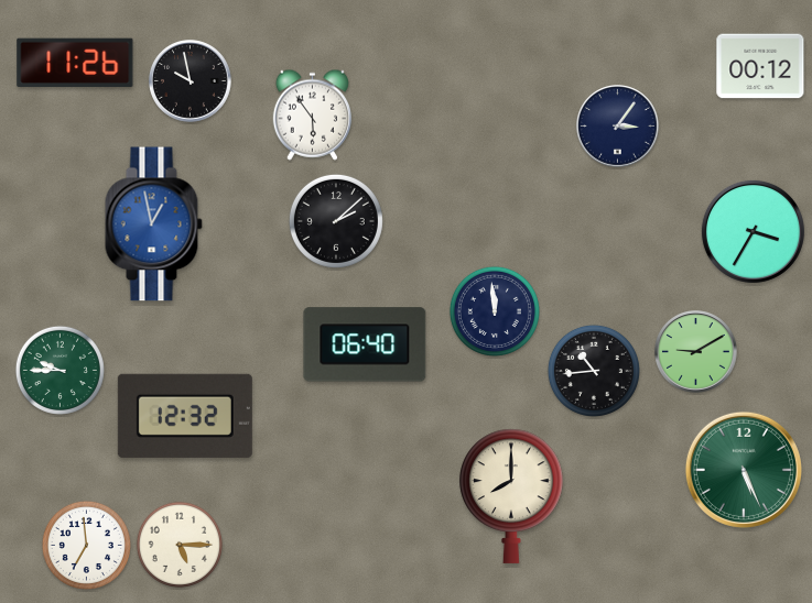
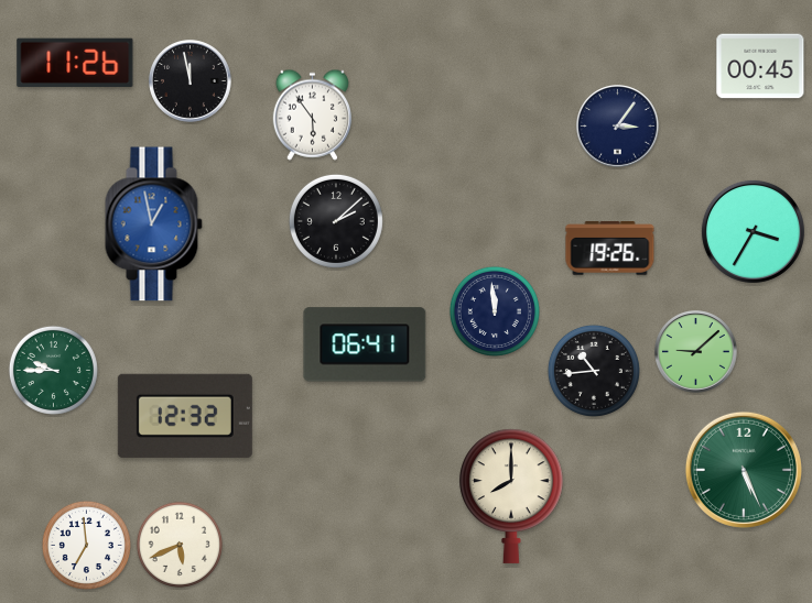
clock at (760, 66): 00:12 -> 00:45
clock at (191, 81): 9:58 -> 11:58
clock at (610, 249): none -> 19:26
clock at (365, 344): 06:40 -> 06:41
clock at (696, 352): 9:10 -> 9:08
clock at (59, 370) position: (59, 370) -> (53, 370)
clock at (180, 545): 5:15 -> 5:41
